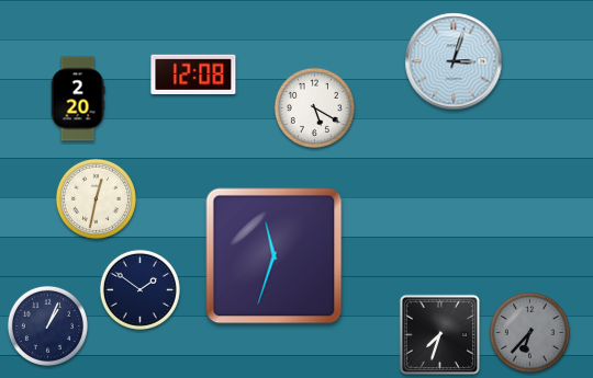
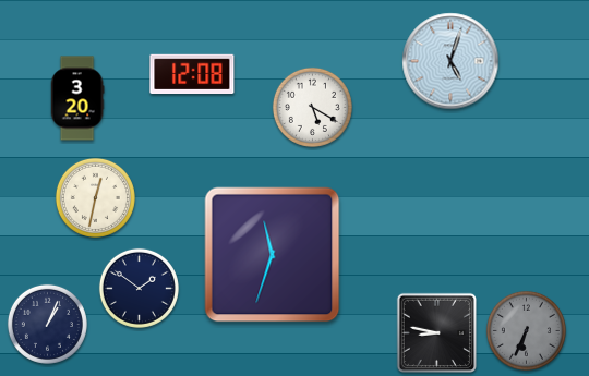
clock at (454, 61): 3:03 -> 5:03
clock at (78, 99): 2:20 -> 3:20
clock at (529, 332): 6:37 -> 6:34
clock at (439, 334): 7:33 -> 8:47
